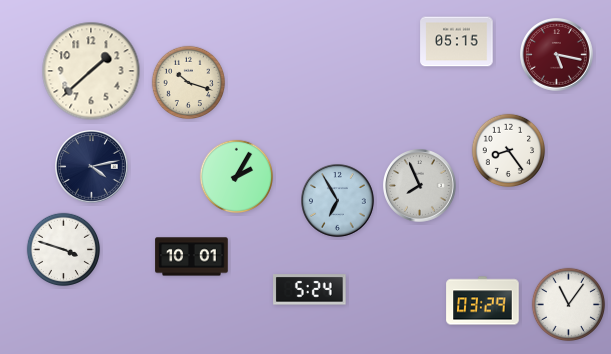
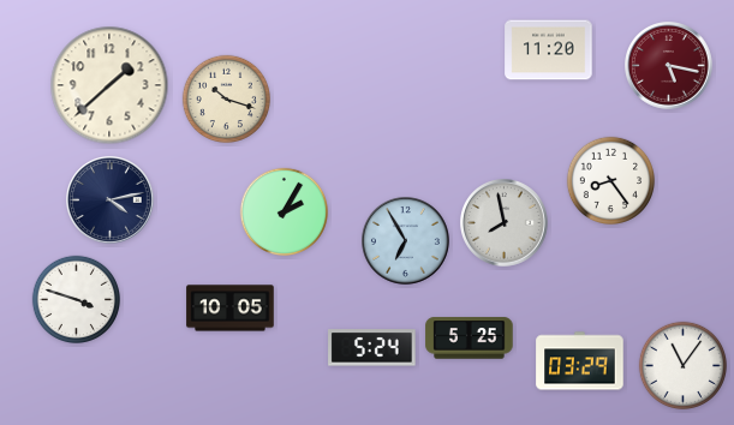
clock at (457, 42): 05:15 -> 11:20
clock at (420, 186): 7:56 -> 7:58
clock at (192, 257): 10:01 -> 10:05
clock at (470, 339): none -> 5:25
